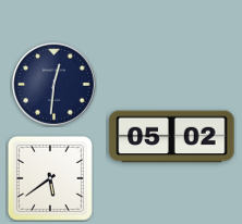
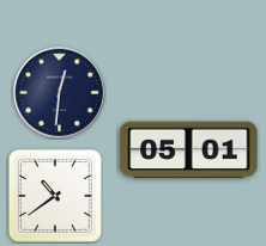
clock at (172, 137): 05:02 -> 05:01
clock at (50, 178): 5:39 -> 10:39
